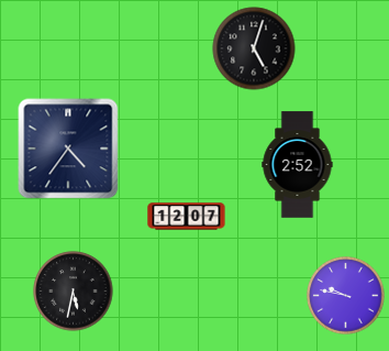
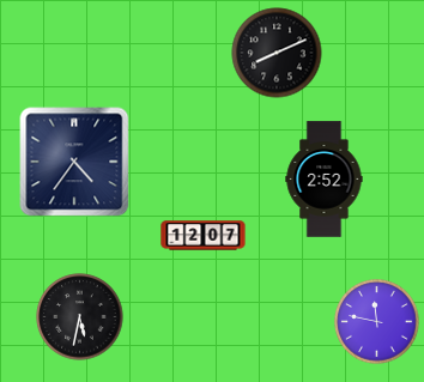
clock at (254, 48): 5:03 -> 8:11
clock at (346, 296): 9:47 -> 11:47
